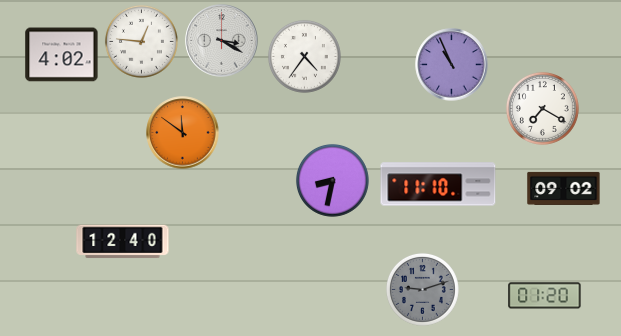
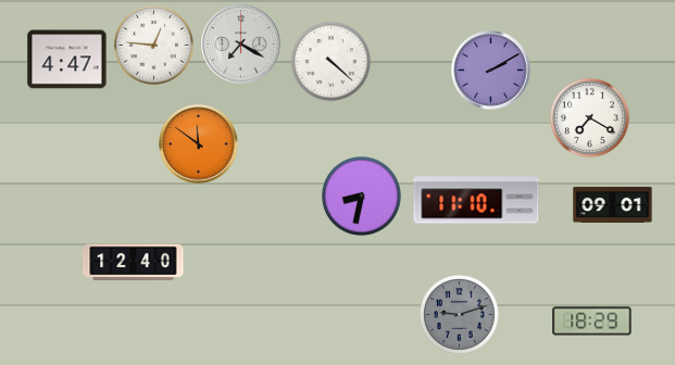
clock at (222, 41): 3:20 -> 7:20
clock at (62, 55): 4:02 -> 4:47
clock at (304, 56): 4:36 -> 4:22
clock at (452, 65): 10:56 -> 2:10
clock at (564, 188): 09:02 -> 09:01
clock at (545, 296): 01:20 -> 18:29
